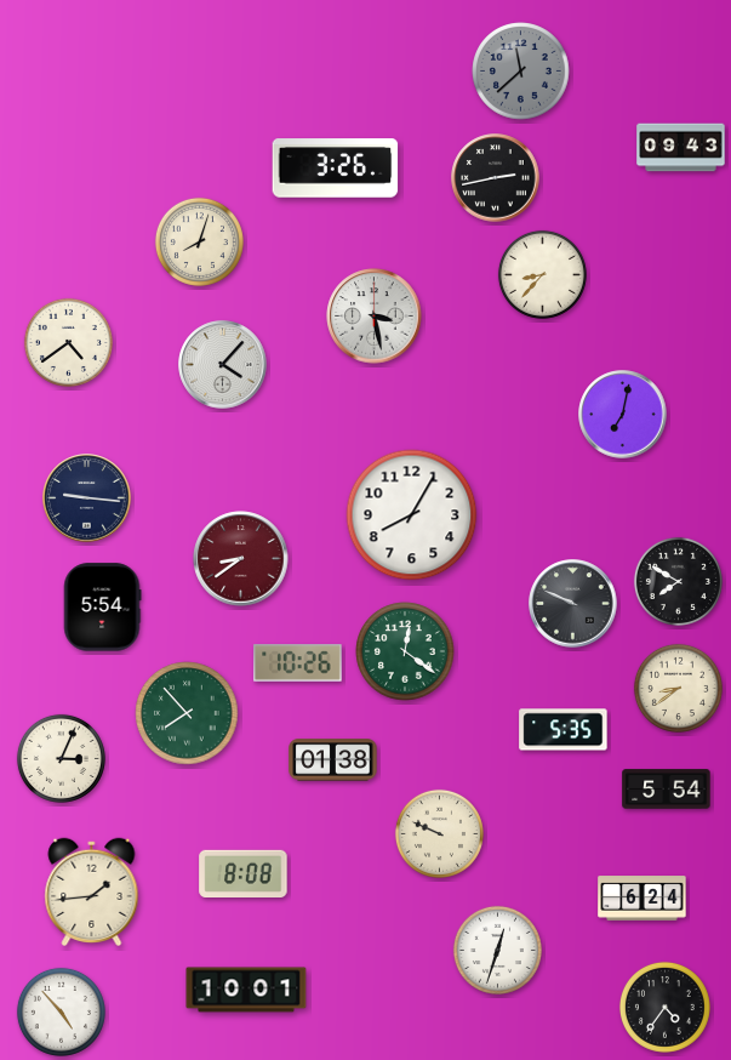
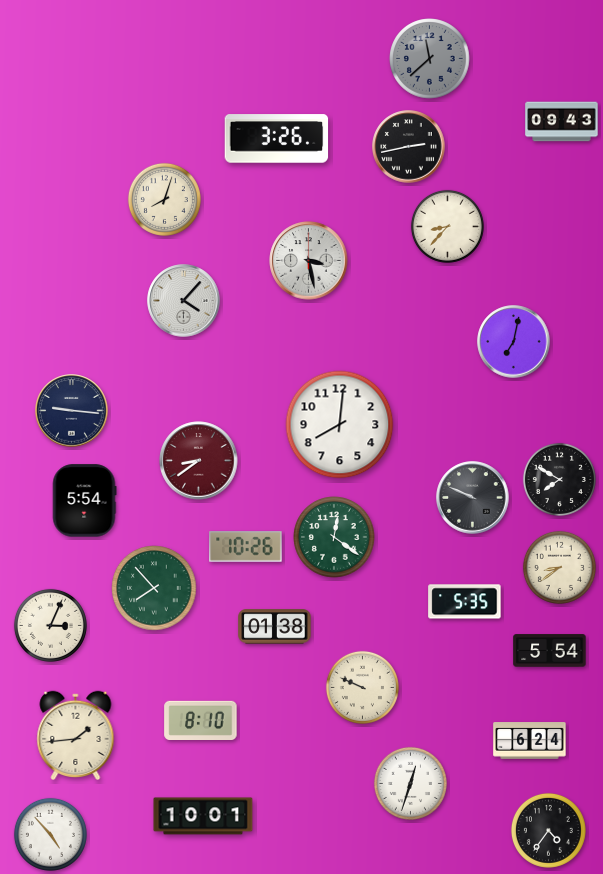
clock at (68, 342): 4:39 -> none
clock at (412, 515): 8:05 -> 8:01
clock at (244, 873): 8:08 -> 8:10
